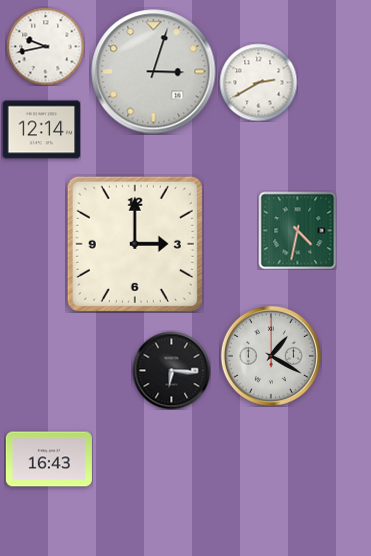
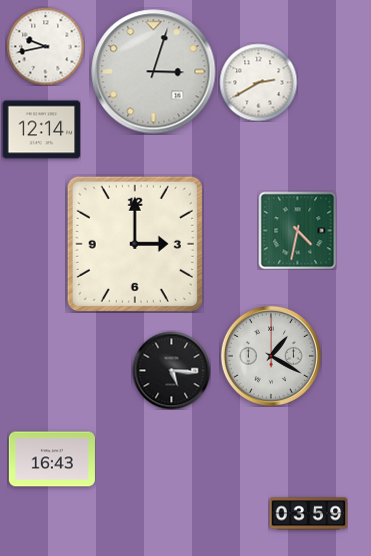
clock at (171, 370): 6:16 -> 5:16
clock at (49, 459) position: (49, 459) -> (52, 459)
clock at (308, 514): none -> 03:59
